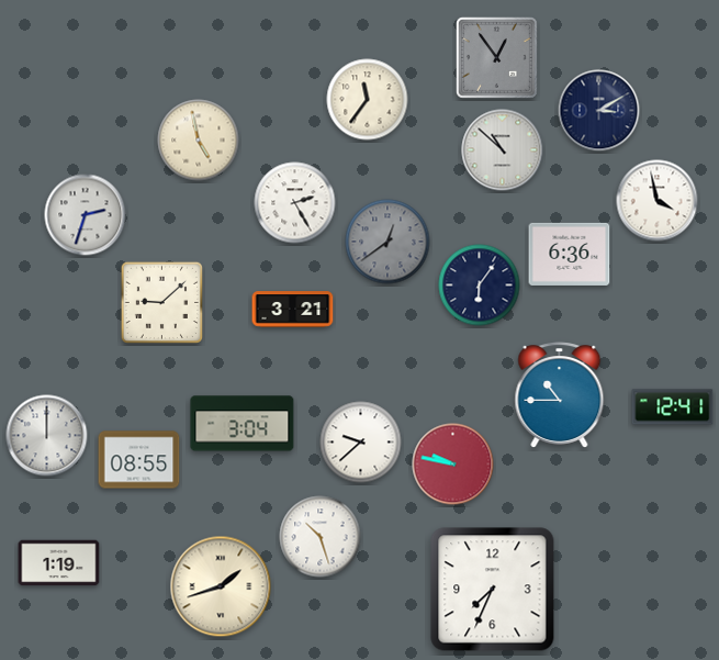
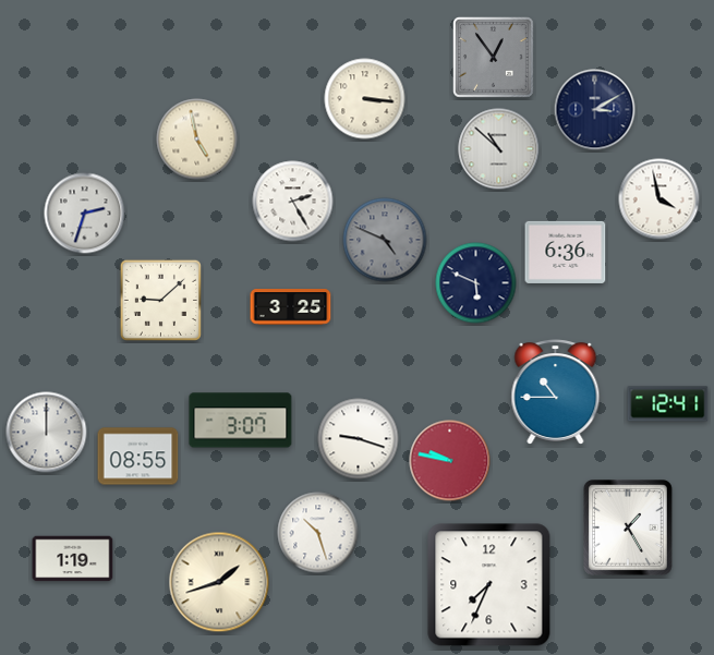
clock at (368, 100): 11:36 -> 3:16
clock at (658, 201) position: (658, 201) -> (659, 199)
clock at (387, 242): 12:39 -> 4:49
clock at (480, 286): 6:06 -> 5:49
clock at (293, 310): 3:21 -> 3:25
clock at (243, 424): 3:04 -> 3:07
clock at (361, 443): 9:38 -> 9:18
clock at (629, 529): none -> 1:25
clock at (59, 563) position: (59, 563) -> (73, 559)
